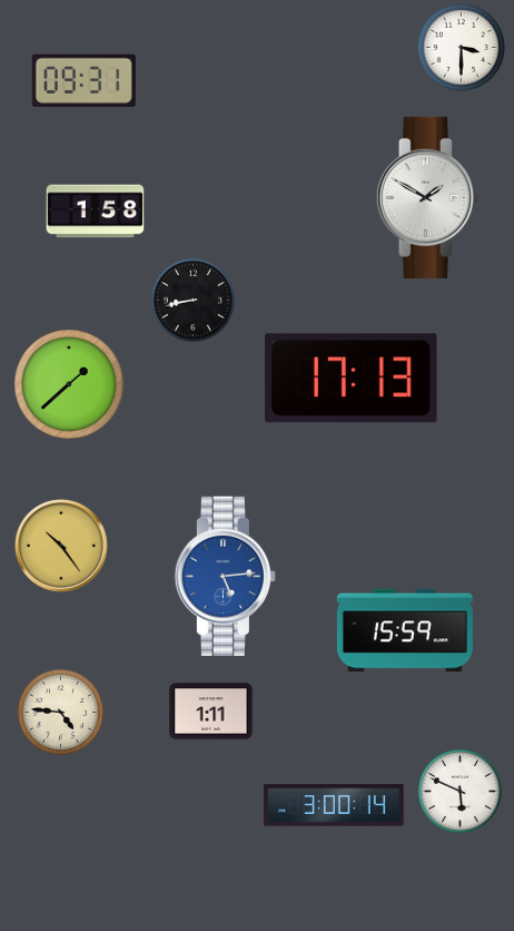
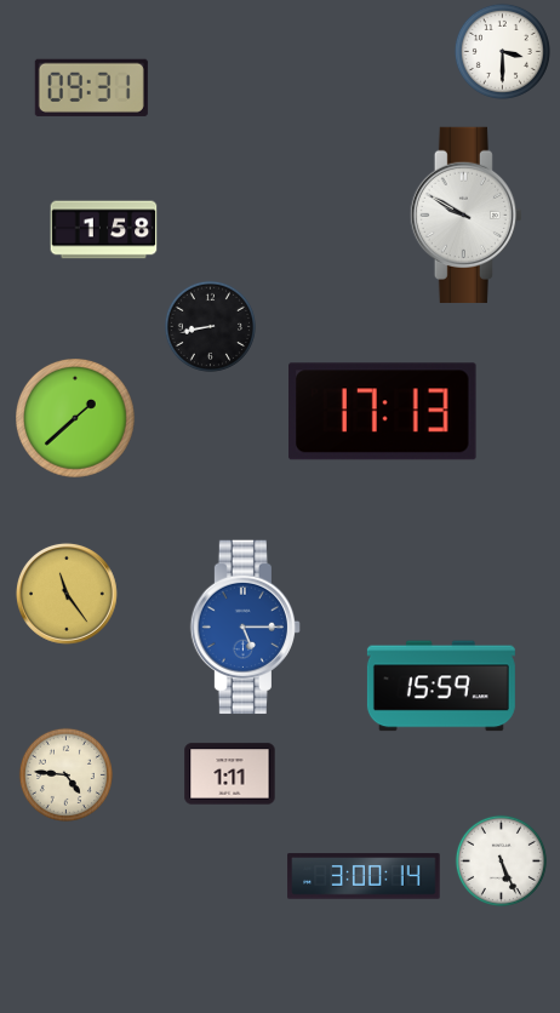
clock at (427, 197): 1:50 -> 9:50
clock at (61, 546): 10:24 -> 11:24
clock at (226, 577): 5:14 -> 5:15
clock at (459, 791): 5:49 -> 5:26
